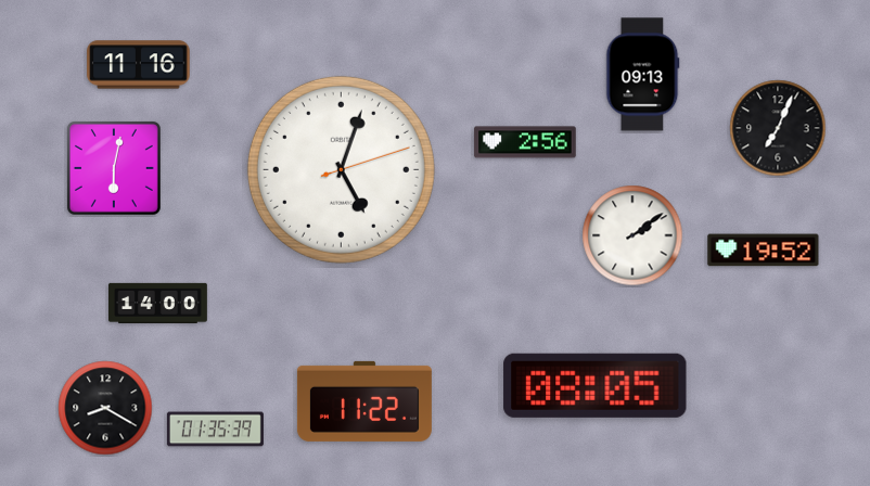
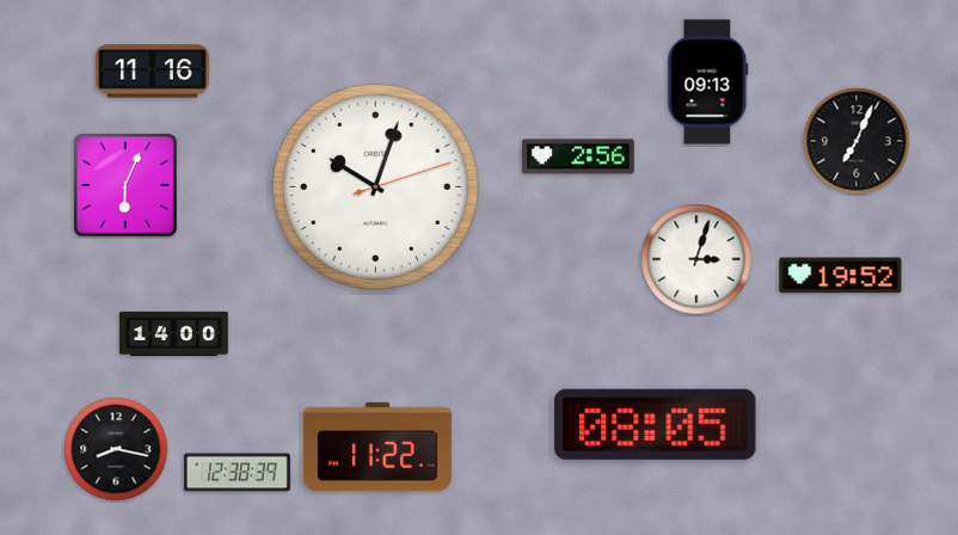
clock at (114, 168): 6:02 -> 6:04
clock at (341, 169): 5:03 -> 10:03
clock at (632, 235): 2:09 -> 3:03
clock at (364, 401) position: (364, 401) -> (377, 447)
clock at (105, 408): 8:20 -> 8:17
clock at (215, 430): 01:35 -> 12:38
